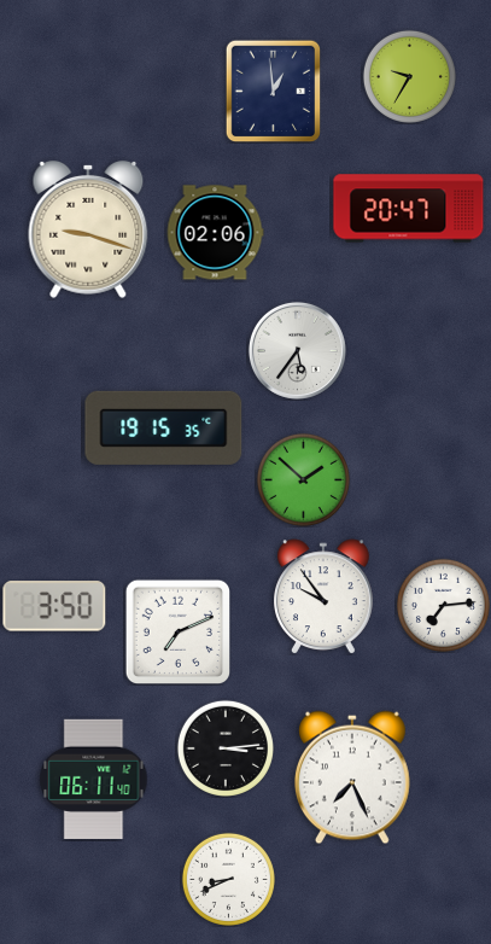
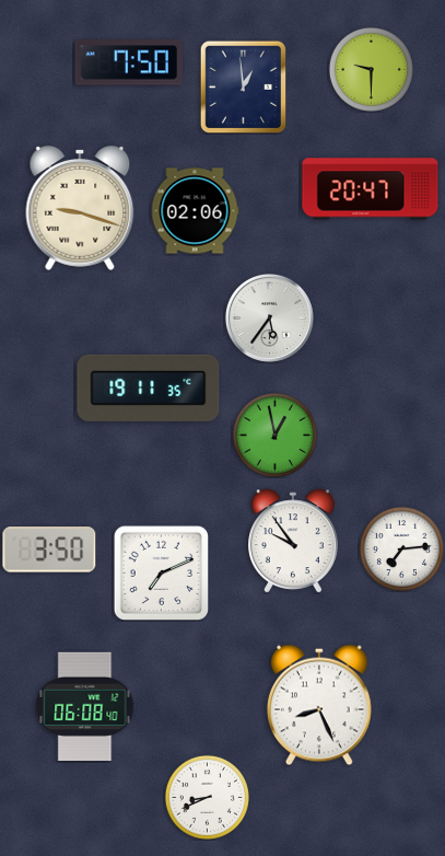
clock at (128, 62): none -> 7:50
clock at (409, 76): 9:35 -> 9:30
clock at (274, 91) position: (274, 91) -> (244, 86)
clock at (164, 427): 19:15 -> 19:11
clock at (303, 479): 1:52 -> 12:58
clock at (226, 748): 3:14 -> none
clock at (352, 777): 7:26 -> 8:26
clock at (94, 779): 06:11 -> 06:08
